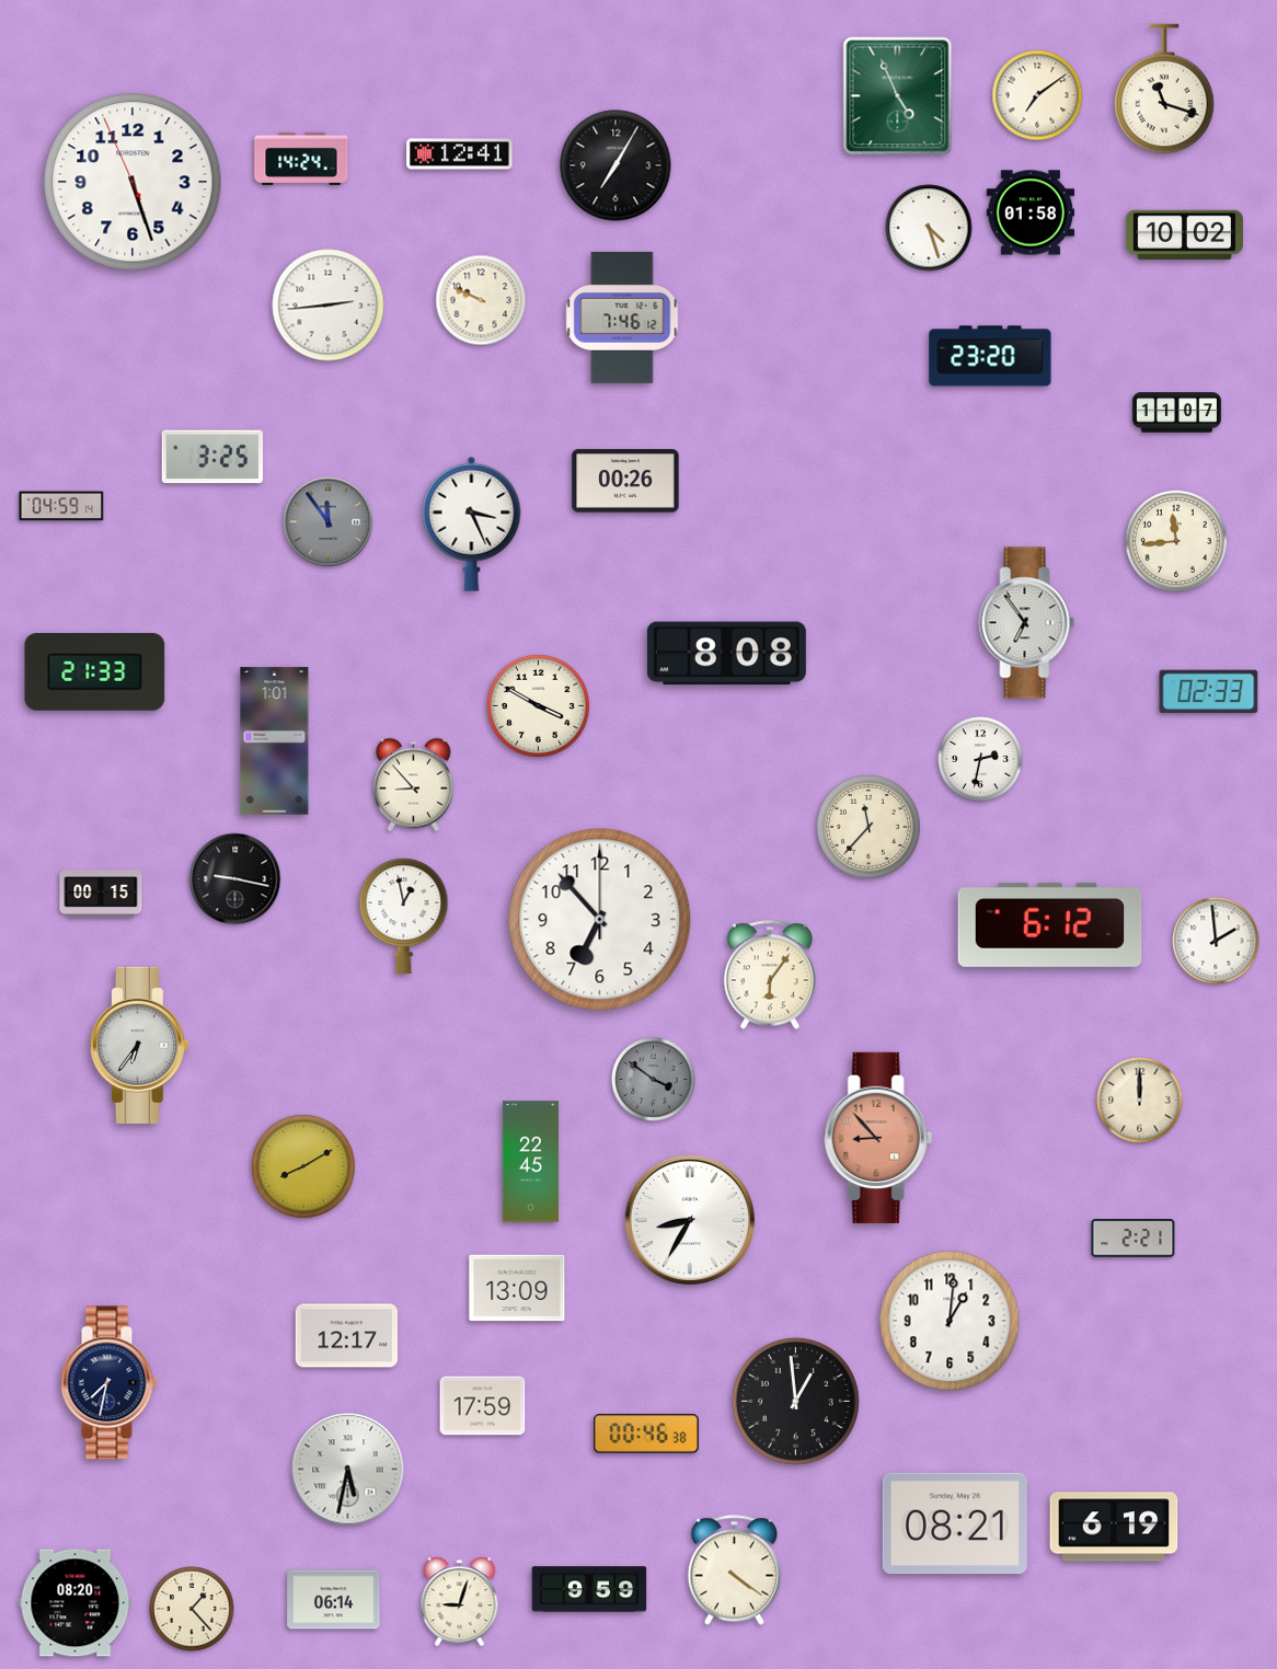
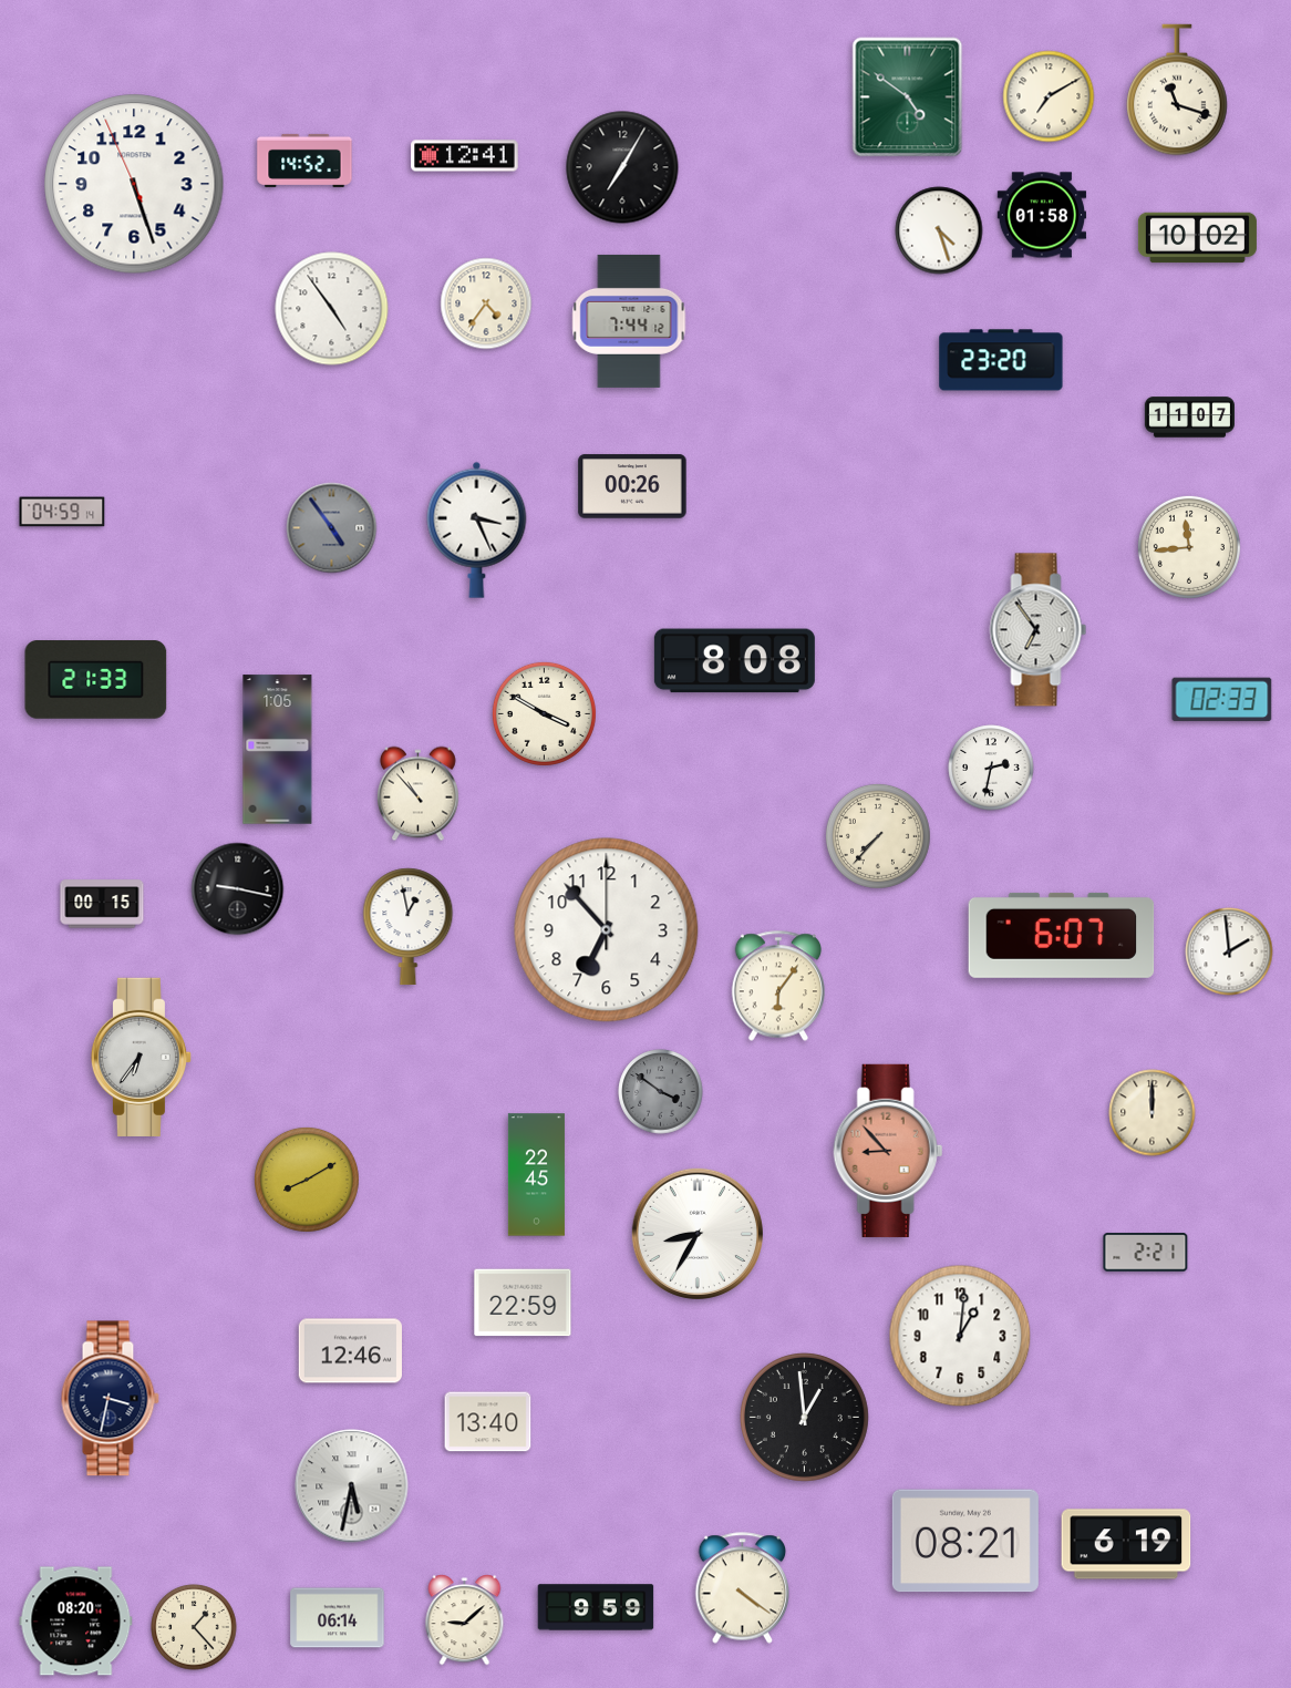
clock at (1037, 95): 7:09 -> 7:10
clock at (898, 96): 4:56 -> 4:51
clock at (301, 159): 14:24 -> 14:52
clock at (481, 300): 9:49 -> 4:36
clock at (329, 306): 2:44 -> 4:54
clock at (622, 318): 7:46 -> 7:44
clock at (212, 457): 3:25 -> none
clock at (329, 522): 11:54 -> 4:54
clock at (275, 741): 1:01 -> 1:05
clock at (414, 785): 8:53 -> 10:53
clock at (868, 827): 11:37 -> 7:37
clock at (1050, 924): 6:12 -> 6:07
clock at (517, 1288): 13:09 -> 22:59
clock at (346, 1336): 12:17 -> 12:46
clock at (108, 1383): 7:32 -> 3:32
clock at (483, 1406): 17:59 -> 13:40
clock at (647, 1434): 00:46 -> none
clock at (460, 1602): 9:03 -> 9:08
